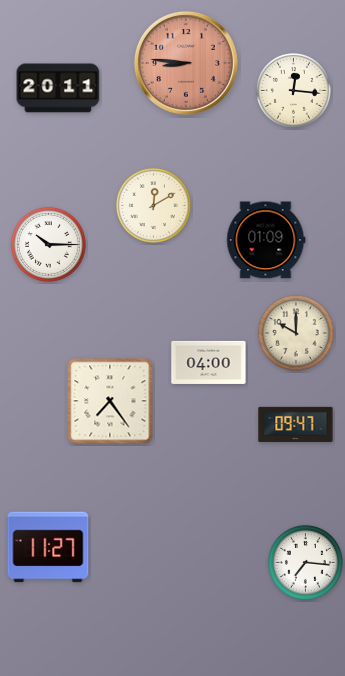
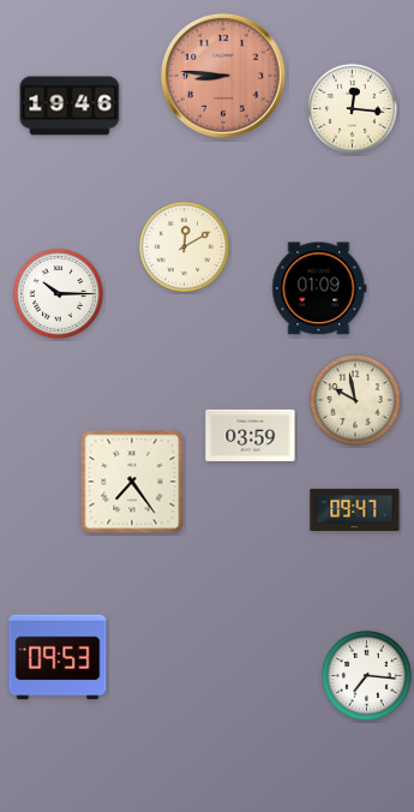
clock at (58, 88): 20:11 -> 19:46
clock at (296, 333): 10:00 -> 9:58
clock at (209, 362): 04:00 -> 03:59
clock at (48, 547): 11:27 -> 09:53
